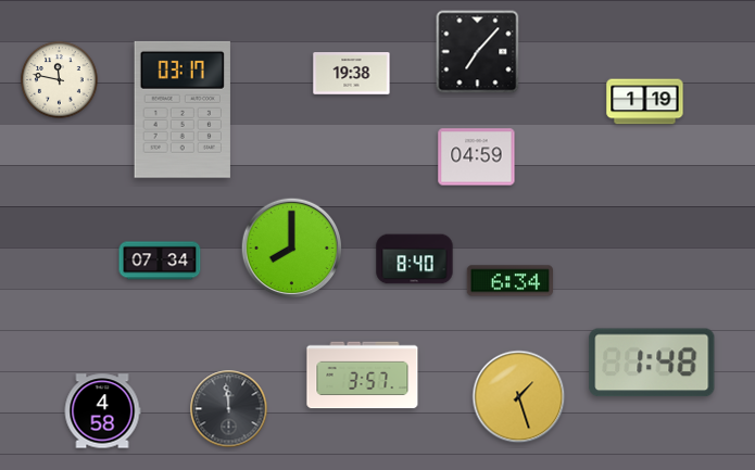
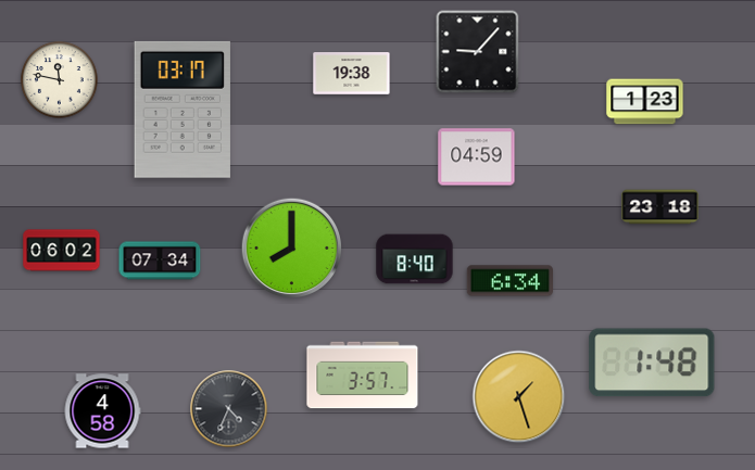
clock at (478, 52): 7:07 -> 9:07
clock at (645, 102): 1:19 -> 1:23
clock at (660, 207): none -> 23:18
clock at (62, 251): none -> 06:02
clock at (229, 409): 11:59 -> 4:34
